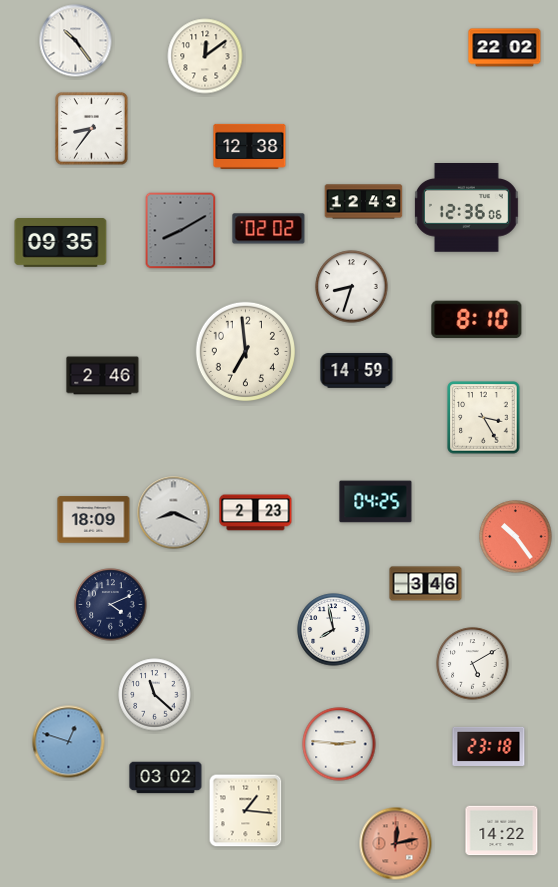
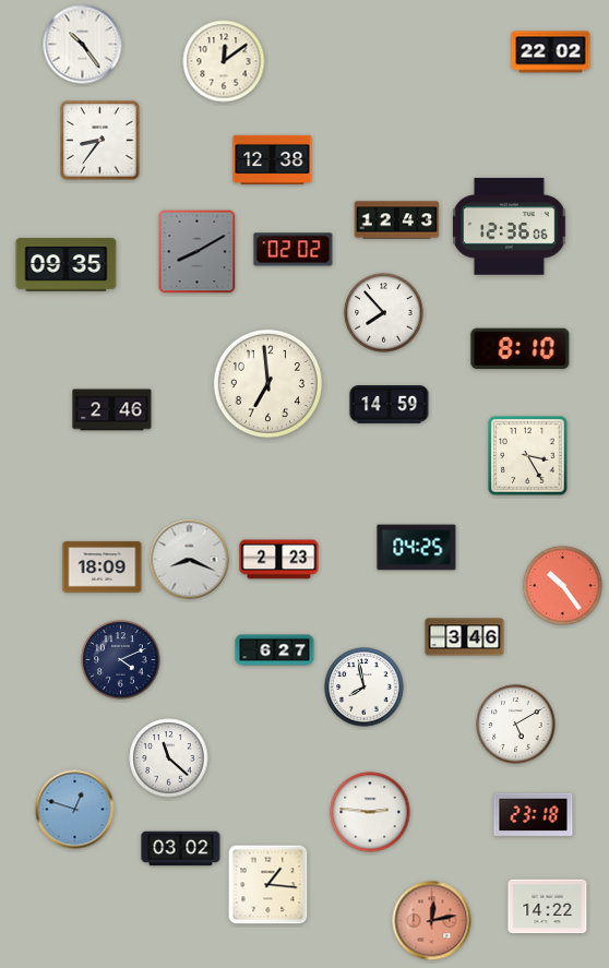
clock at (352, 287): 8:33 -> 7:53
clock at (376, 502) position: (376, 502) -> (417, 548)
clock at (275, 650): none -> 6:27
